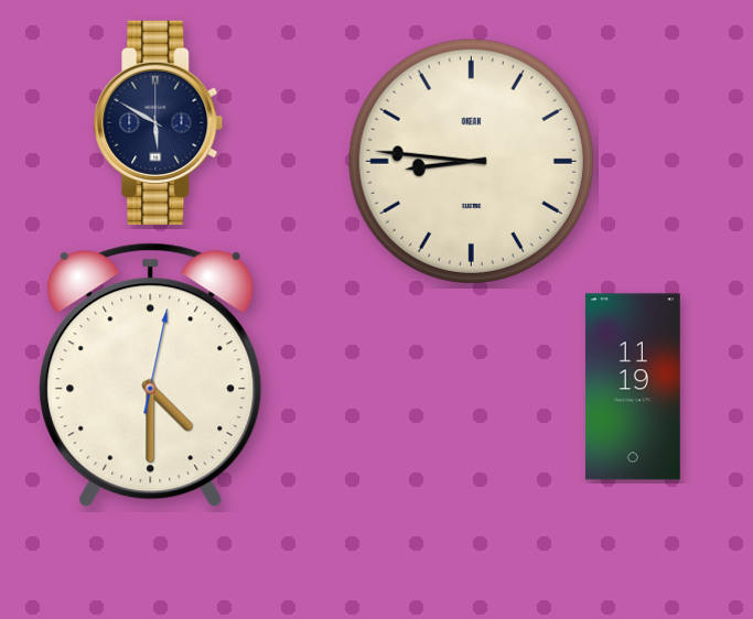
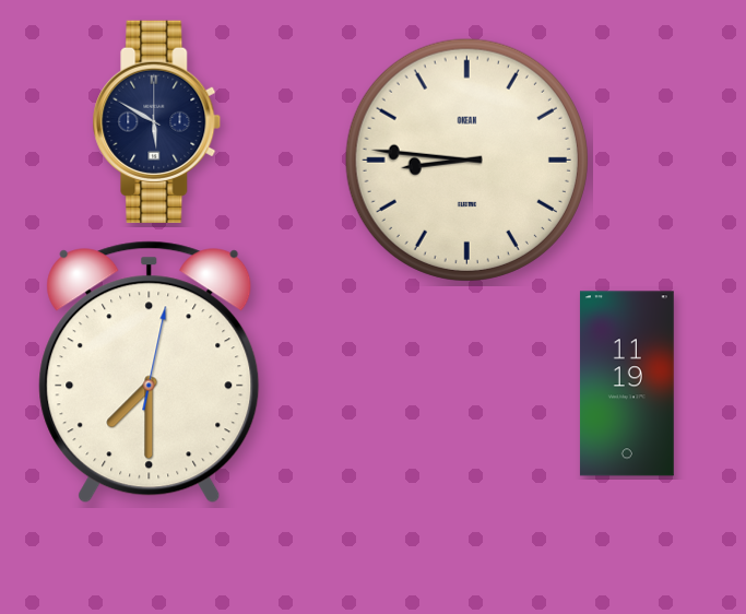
clock at (151, 376): 4:30 -> 7:30
